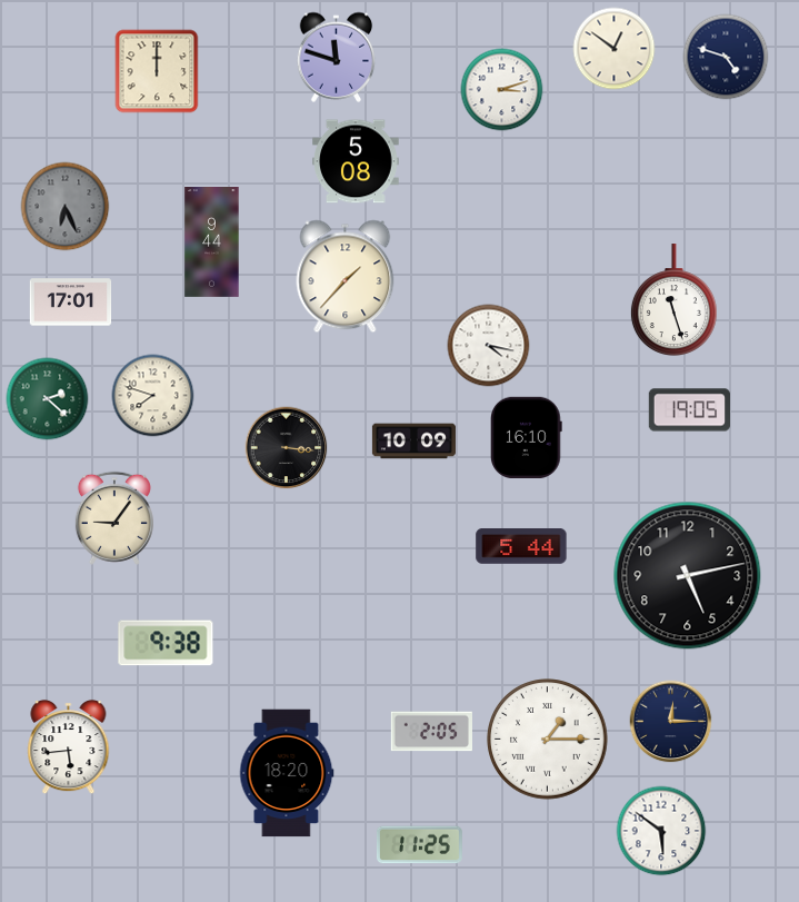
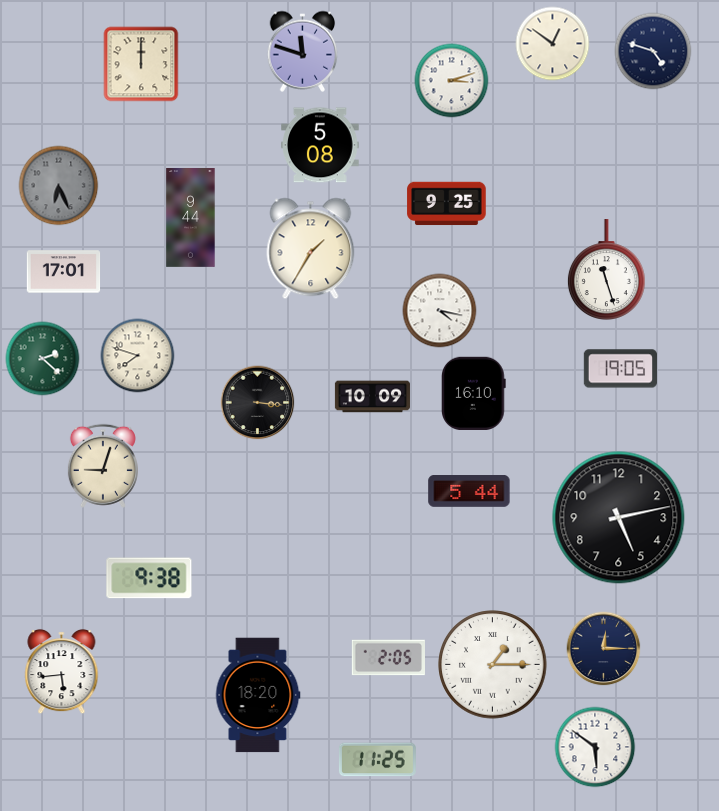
clock at (447, 204): none -> 9:25
clock at (346, 277): 1:37 -> 1:35
clock at (114, 518): 9:06 -> 9:03
